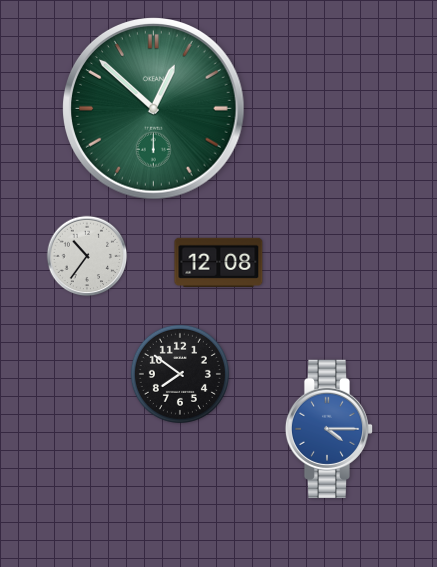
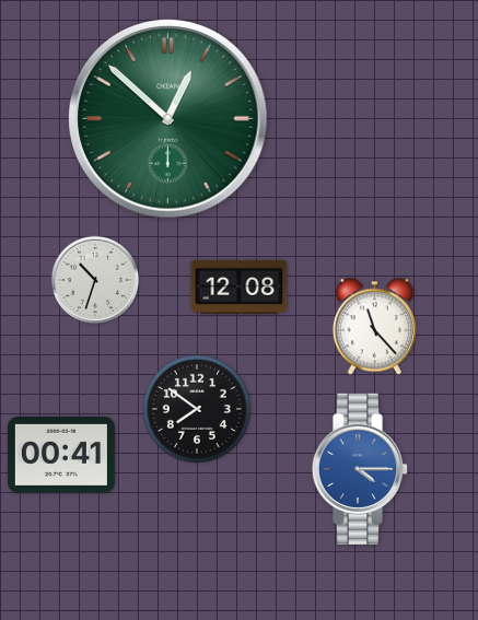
clock at (87, 256): 10:36 -> 10:33
clock at (374, 327): none -> 11:23
clock at (61, 455): none -> 00:41
